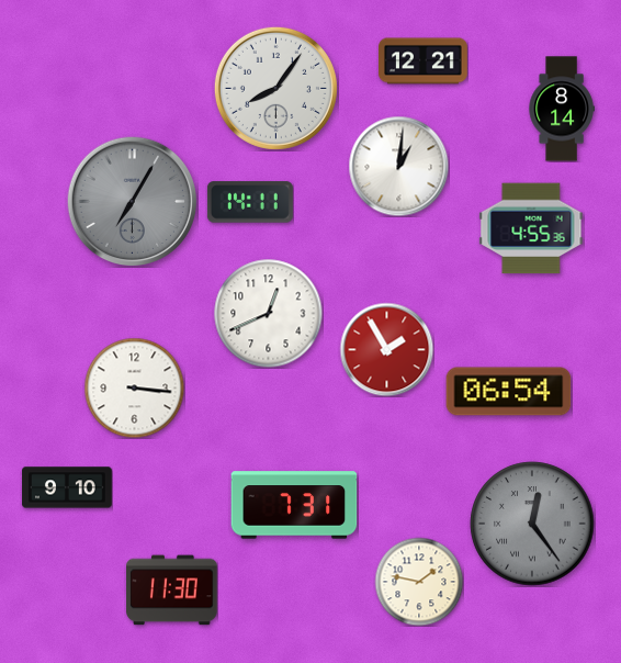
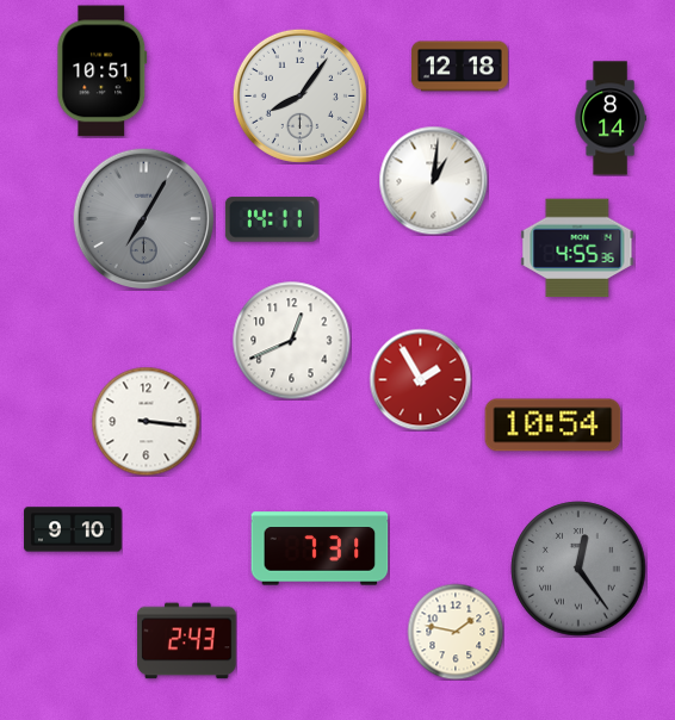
clock at (424, 61): 12:21 -> 12:18
clock at (103, 72): none -> 10:51
clock at (509, 392): 06:54 -> 10:54
clock at (172, 591): 11:30 -> 2:43
